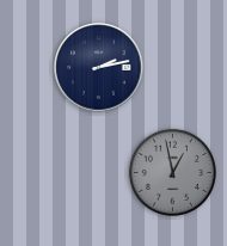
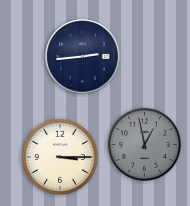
clock at (99, 68): 2:13 -> 2:44
clock at (60, 157): none -> 3:15
